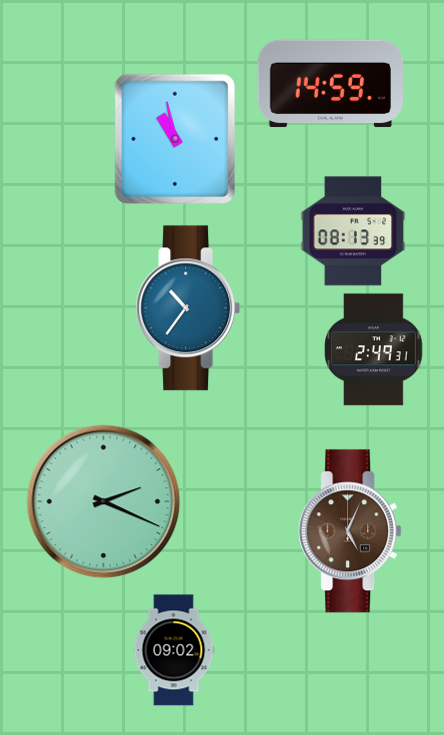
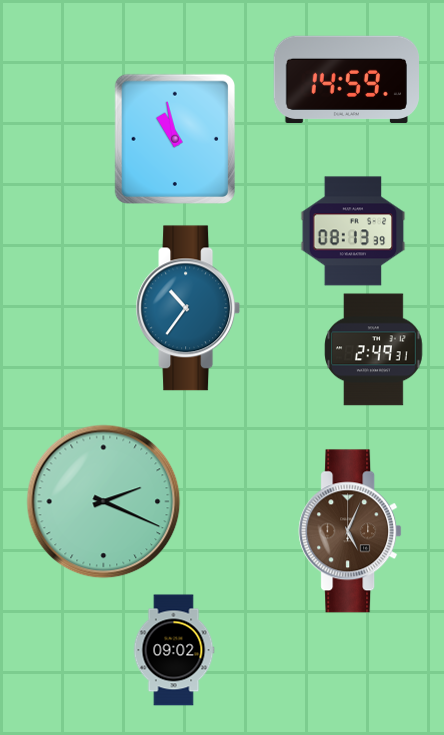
clock at (330, 84) position: (330, 84) -> (346, 80)
